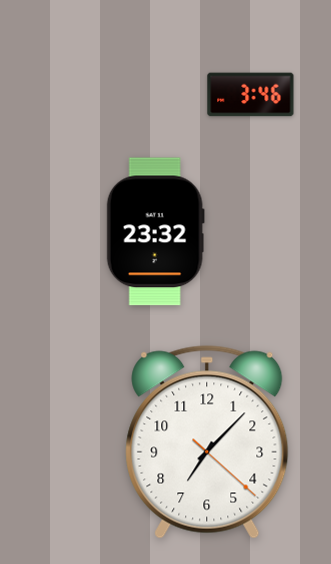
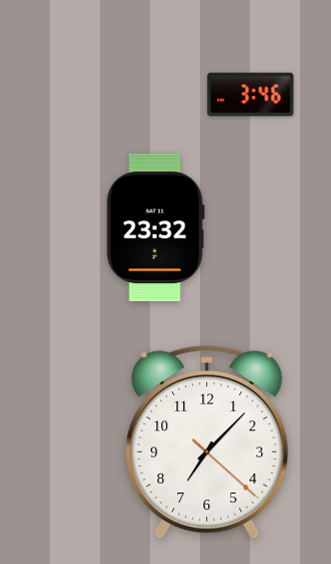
clock at (155, 232) position: (155, 232) -> (155, 228)
